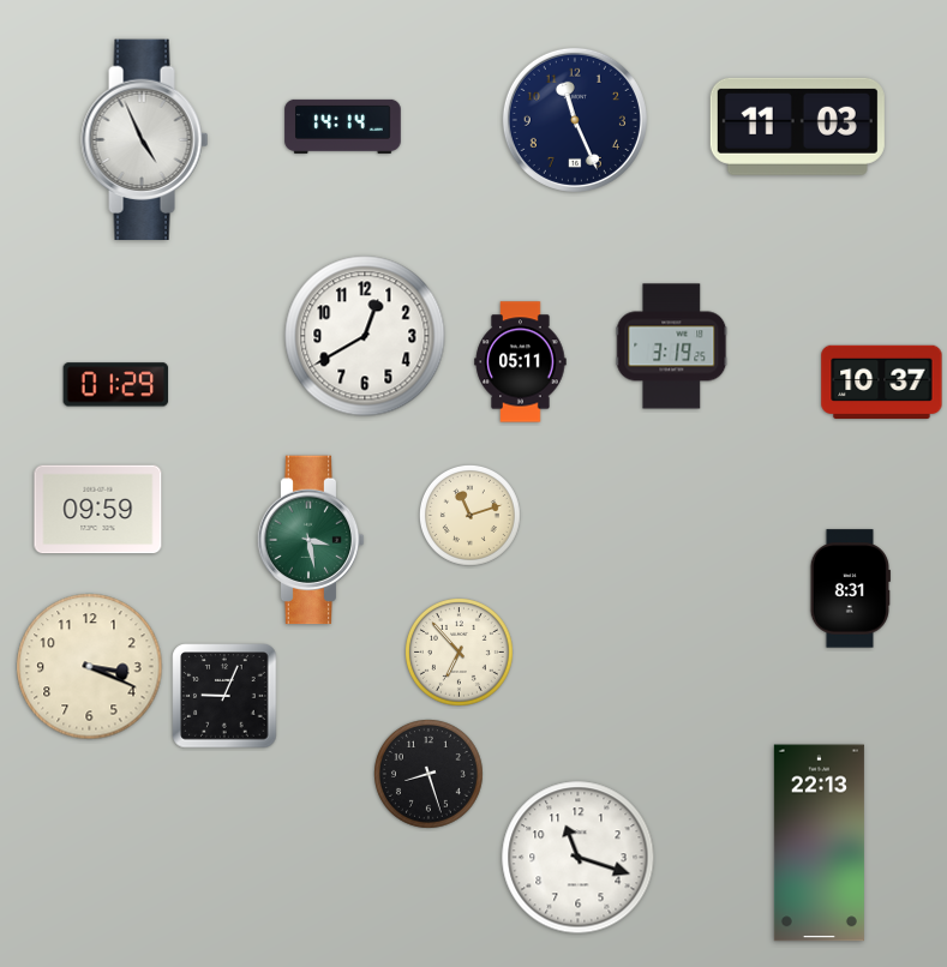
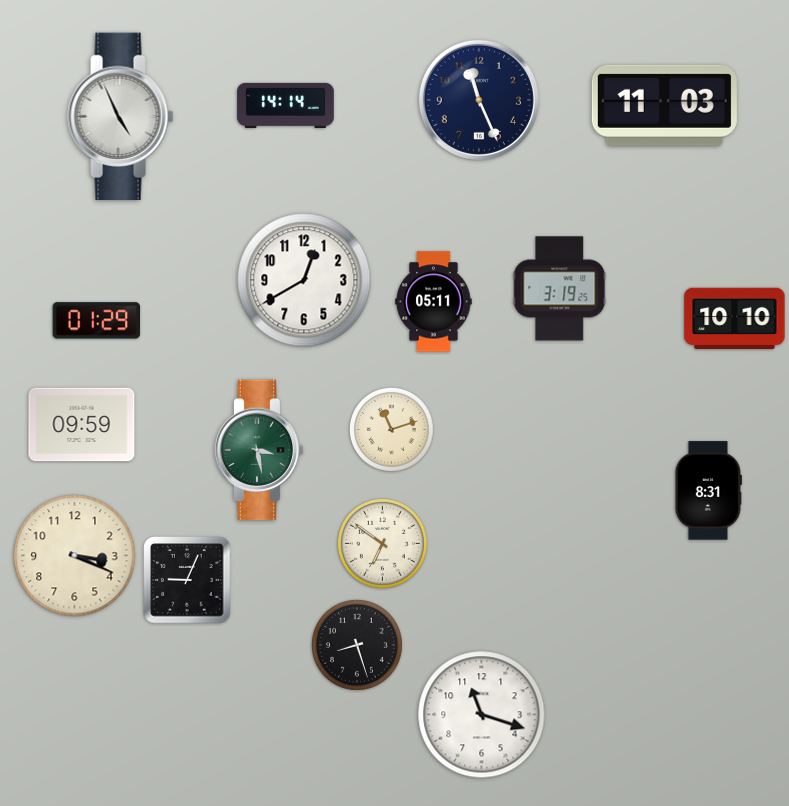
clock at (882, 383): 10:37 -> 10:10
clock at (460, 653): 6:53 -> 6:51
clock at (819, 843): 22:13 -> none
